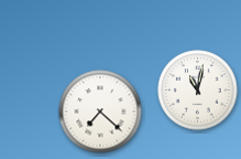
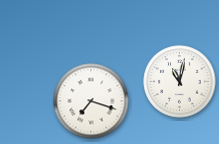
clock at (100, 112): 7:22 -> 7:18
